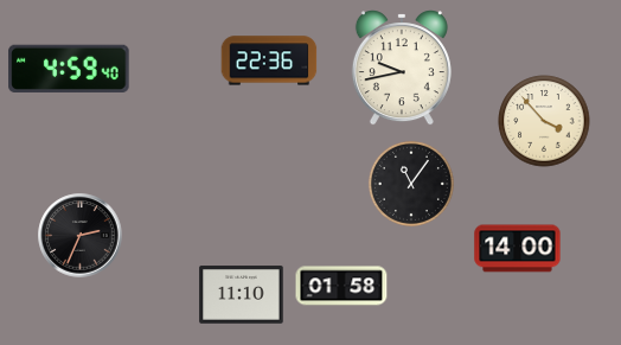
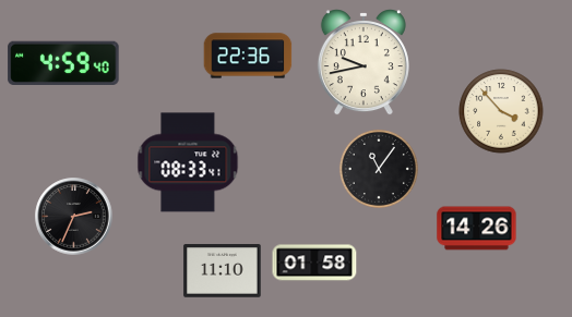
clock at (402, 68) position: (402, 68) -> (364, 62)
clock at (188, 162): none -> 08:33
clock at (518, 249): 14:00 -> 14:26
